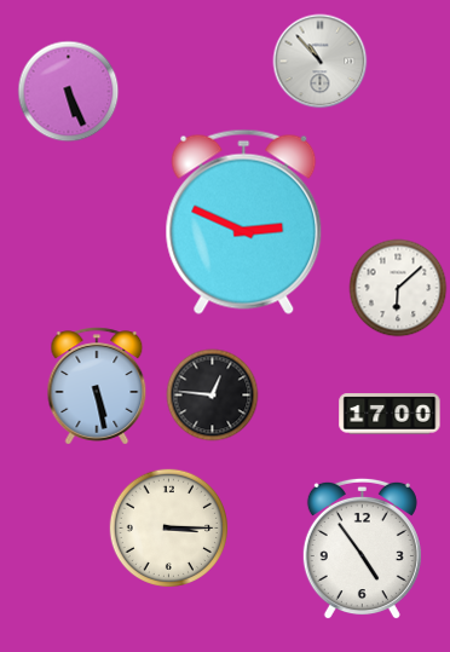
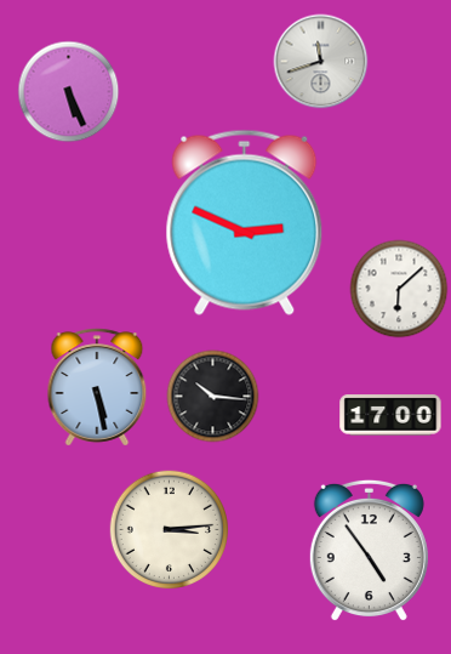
clock at (321, 62): 10:53 -> 11:42
clock at (213, 396): 12:46 -> 10:16
clock at (169, 529): 3:15 -> 3:14
clock at (362, 549) position: (362, 549) -> (369, 551)
